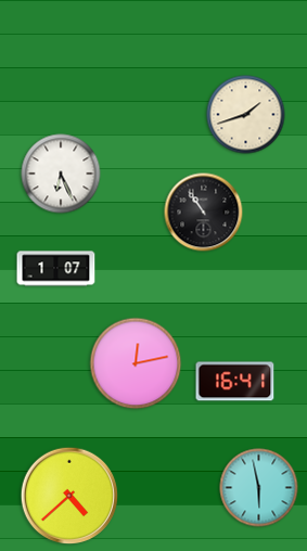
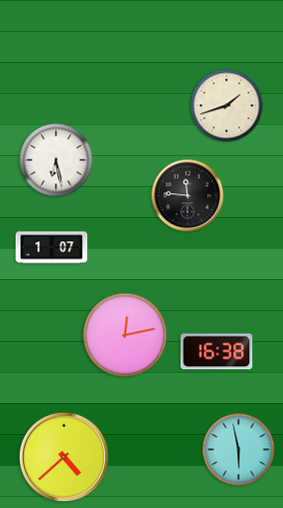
clock at (61, 174): 6:26 -> 6:28
clock at (204, 213): 10:54 -> 11:46
clock at (235, 382): 16:41 -> 16:38
